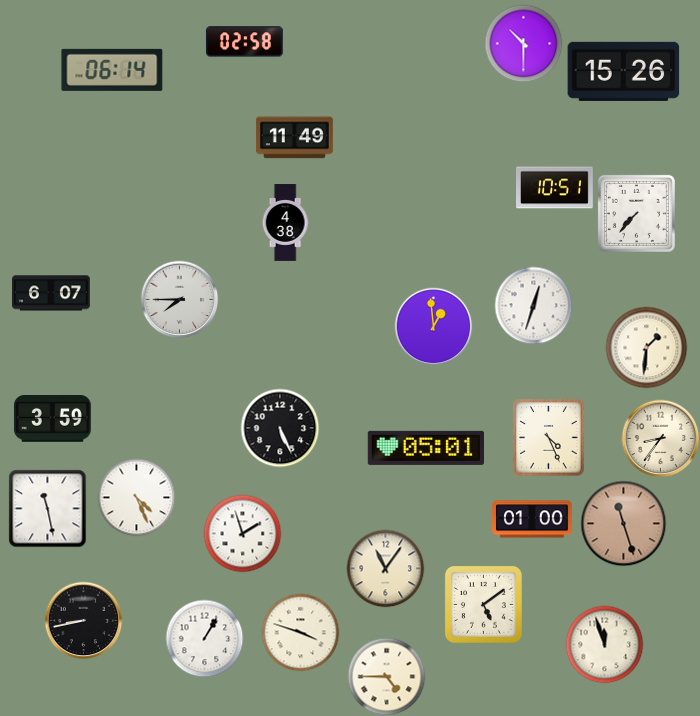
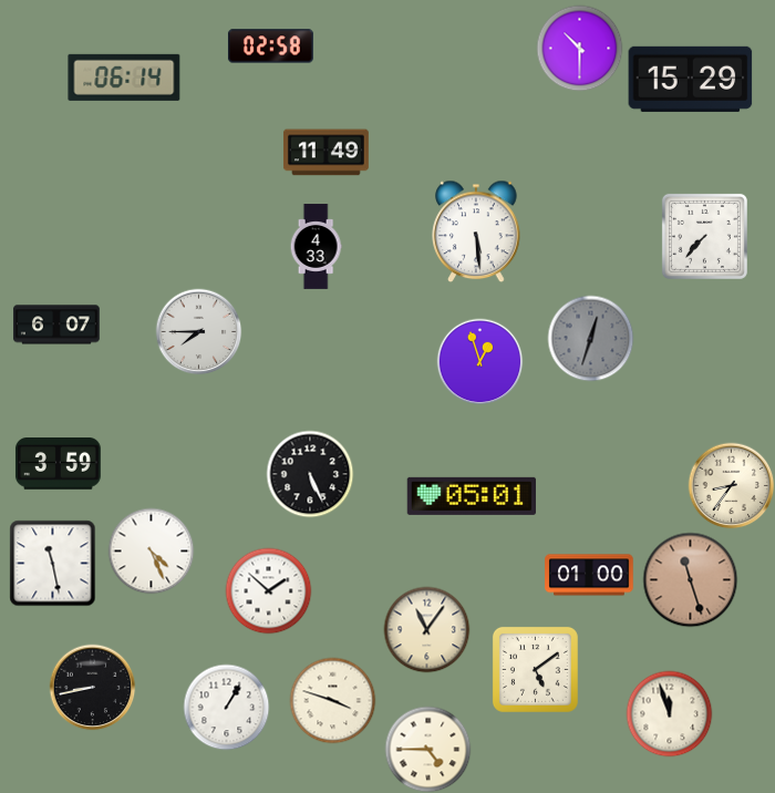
clock at (624, 71): 15:26 -> 15:29
clock at (555, 188): 10:51 -> none
clock at (476, 231): none -> 5:29
clock at (285, 223): 4:38 -> 4:33
clock at (533, 305) dial: white -> grey
clock at (433, 326): 12:59 -> 12:57
clock at (646, 347): 1:31 -> none
clock at (549, 437): 4:26 -> none
clock at (242, 533): 1:57 -> 1:52
